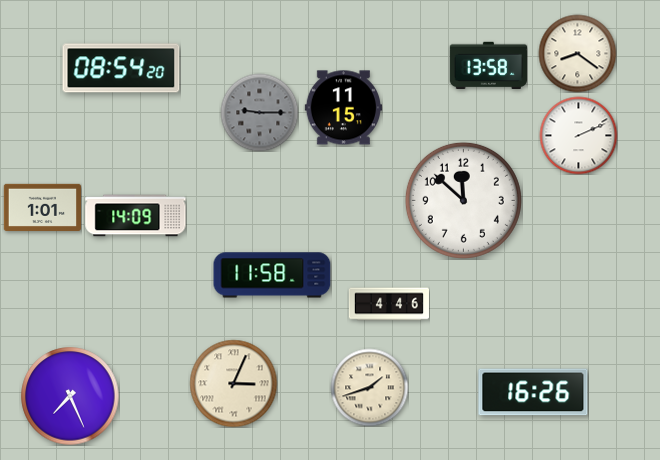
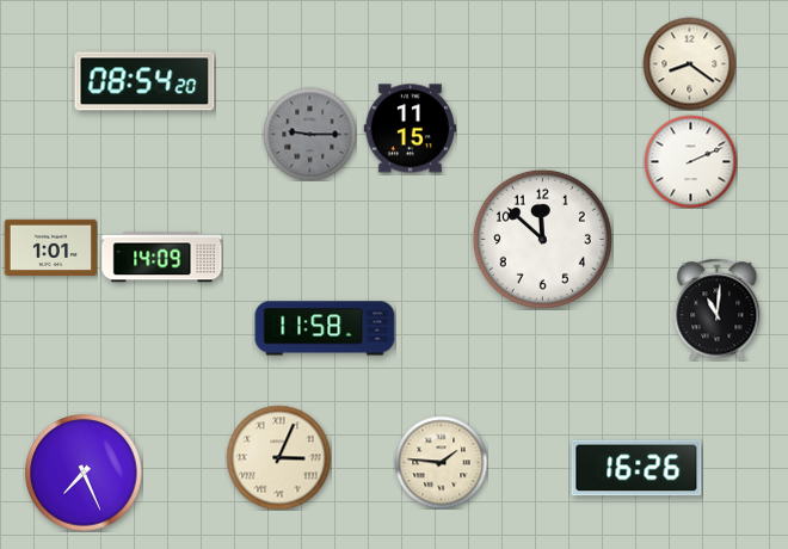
clock at (488, 65): 13:58 -> none
clock at (463, 200) position: (463, 200) -> (542, 239)
clock at (718, 309): none -> 11:01
clock at (389, 304): 4:46 -> none
clock at (369, 387): 1:42 -> 1:46
